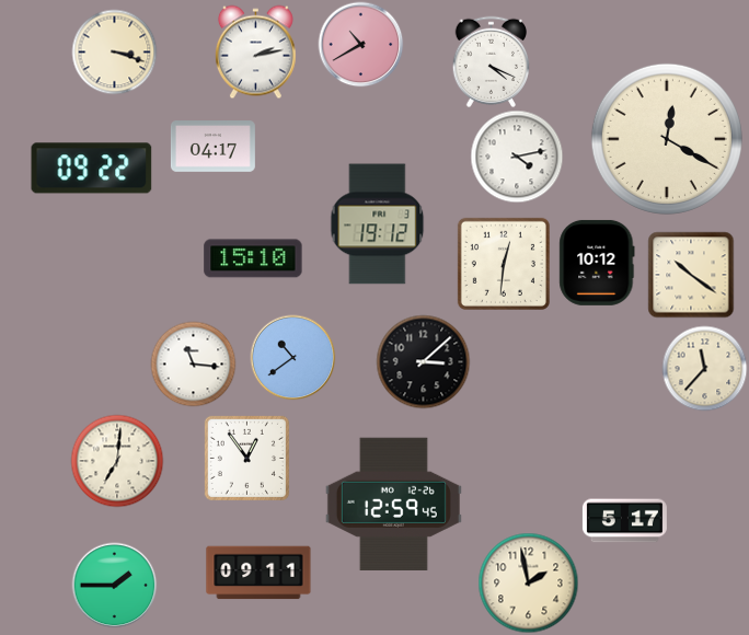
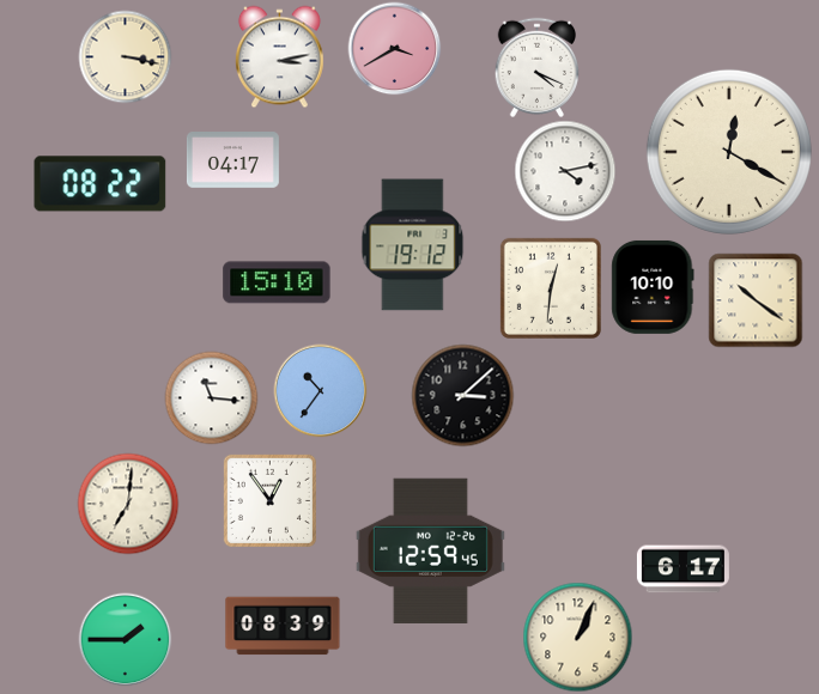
clock at (360, 44): 10:40 -> 3:40
clock at (114, 51): 3:18 -> 3:17
clock at (255, 51): 2:13 -> 3:13
clock at (92, 169): 09:22 -> 08:22
clock at (597, 263): 10:12 -> 10:10
clock at (292, 357): 10:39 -> 10:36
clock at (704, 368): 11:37 -> none
clock at (624, 521): 5:17 -> 6:17
clock at (258, 573): 09:11 -> 08:39
clock at (528, 582): 1:58 -> 1:04
